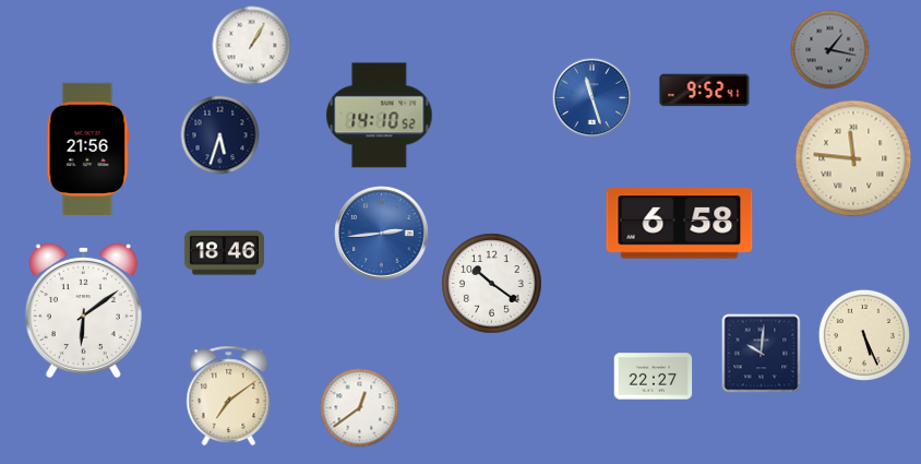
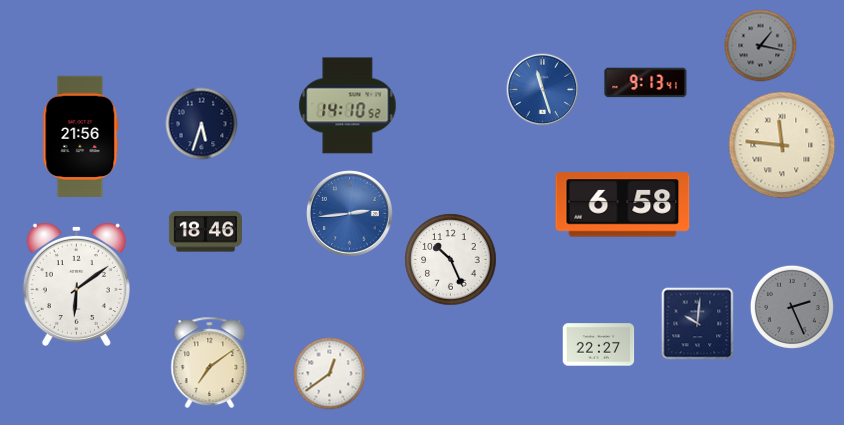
clock at (252, 46): 1:05 -> none
clock at (705, 91): 9:52 -> 9:13
clock at (492, 284): 10:21 -> 10:26
clock at (864, 335): 5:26 -> 2:26
clock at (864, 335) dial: cream -> grey
